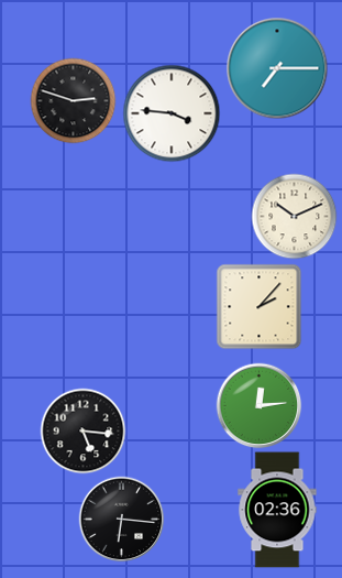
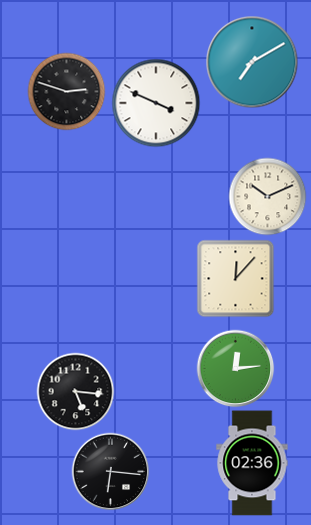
clock at (277, 68): 7:15 -> 7:10
clock at (172, 113): 3:46 -> 3:49
clock at (258, 306): 2:07 -> 12:07
